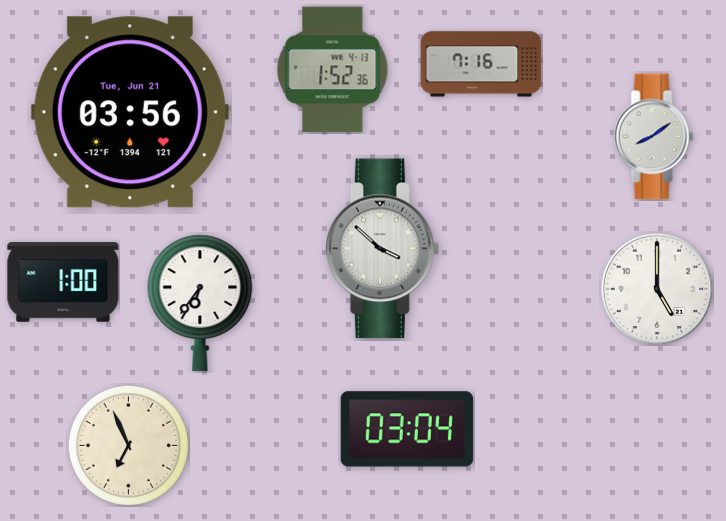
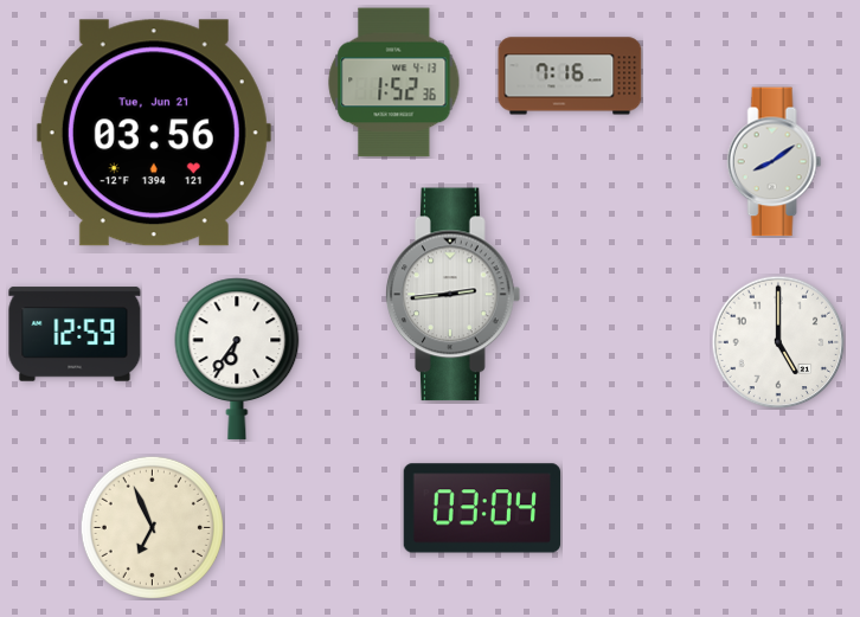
clock at (383, 249): 3:52 -> 2:44
clock at (63, 282): 1:00 -> 12:59
